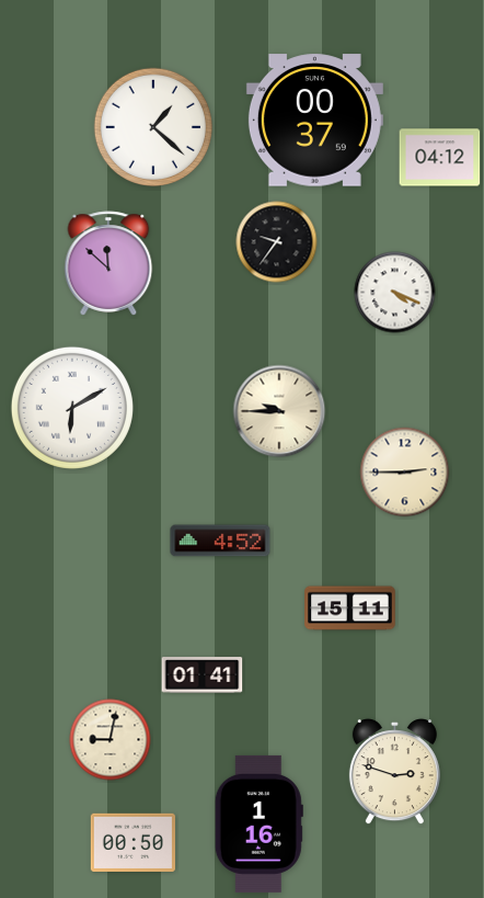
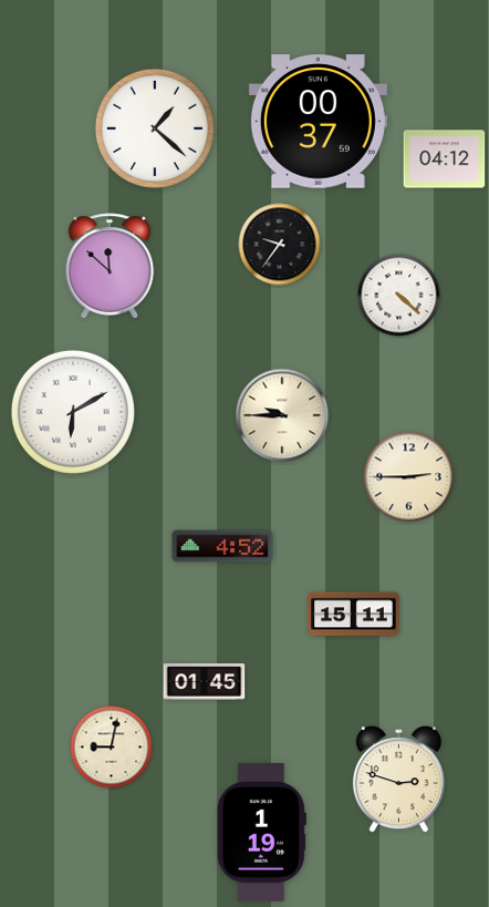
clock at (395, 293): 4:19 -> 4:22
clock at (203, 675): 01:41 -> 01:45
clock at (258, 823): 1:16 -> 1:19
clock at (132, 842): 00:50 -> none
